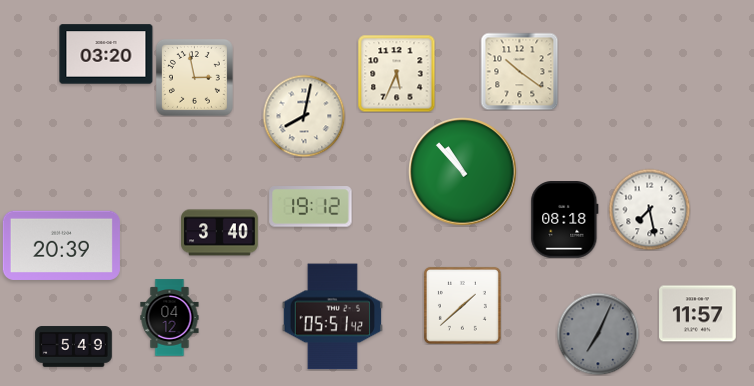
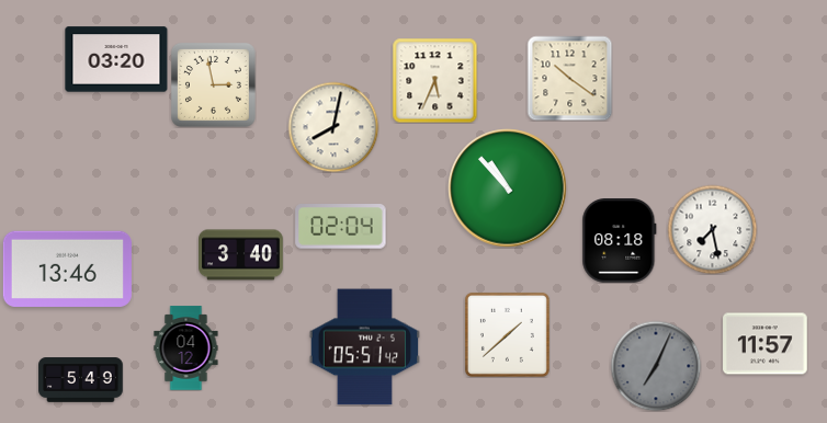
clock at (311, 207): 19:12 -> 02:04
clock at (61, 245): 20:39 -> 13:46
